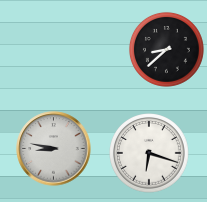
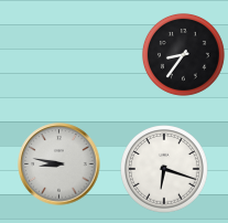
clock at (166, 49): 8:38 -> 8:36
